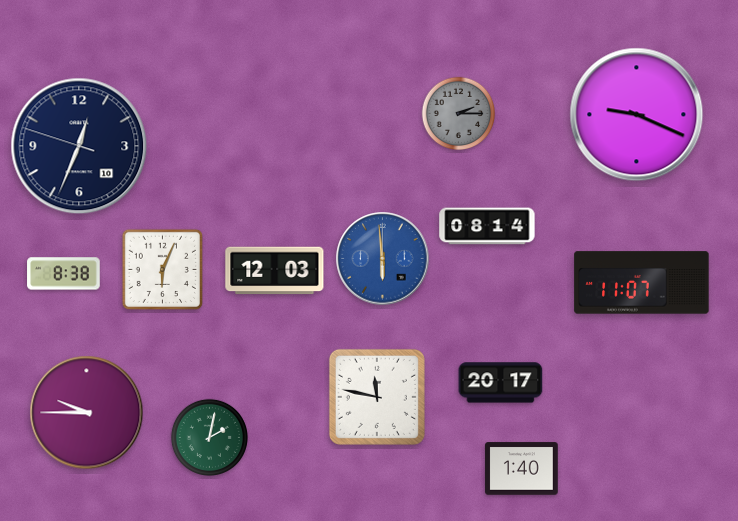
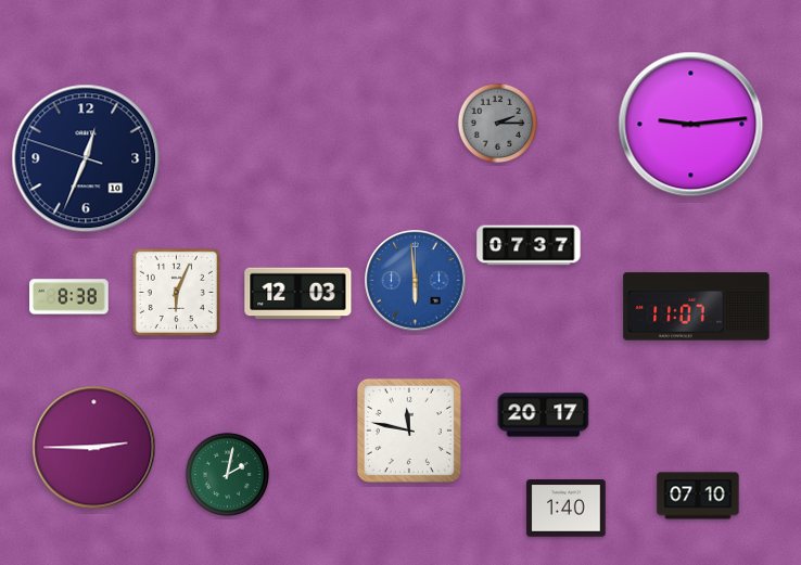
clock at (637, 115): 9:19 -> 9:14
clock at (487, 226): 08:14 -> 07:37
clock at (87, 413): 9:45 -> 2:45
clock at (698, 496): none -> 07:10
